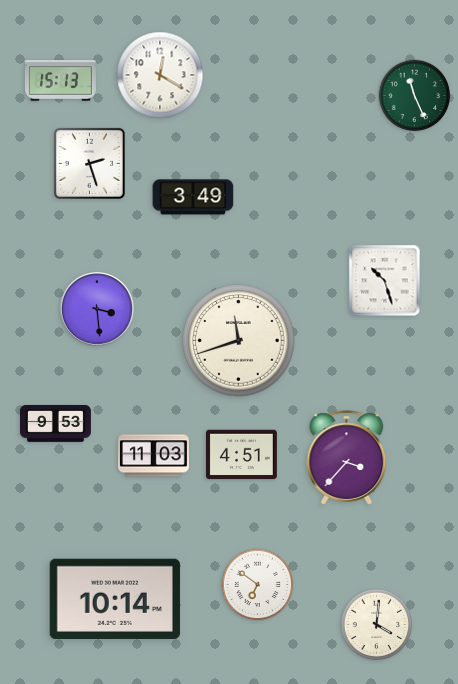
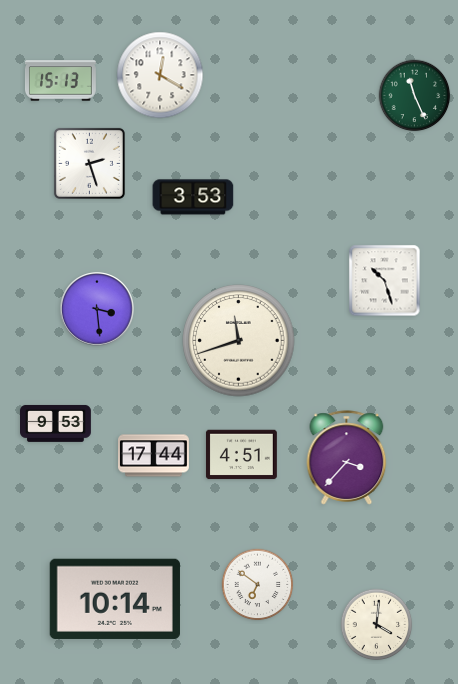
clock at (193, 197): 3:49 -> 3:53
clock at (154, 456): 11:03 -> 17:44
